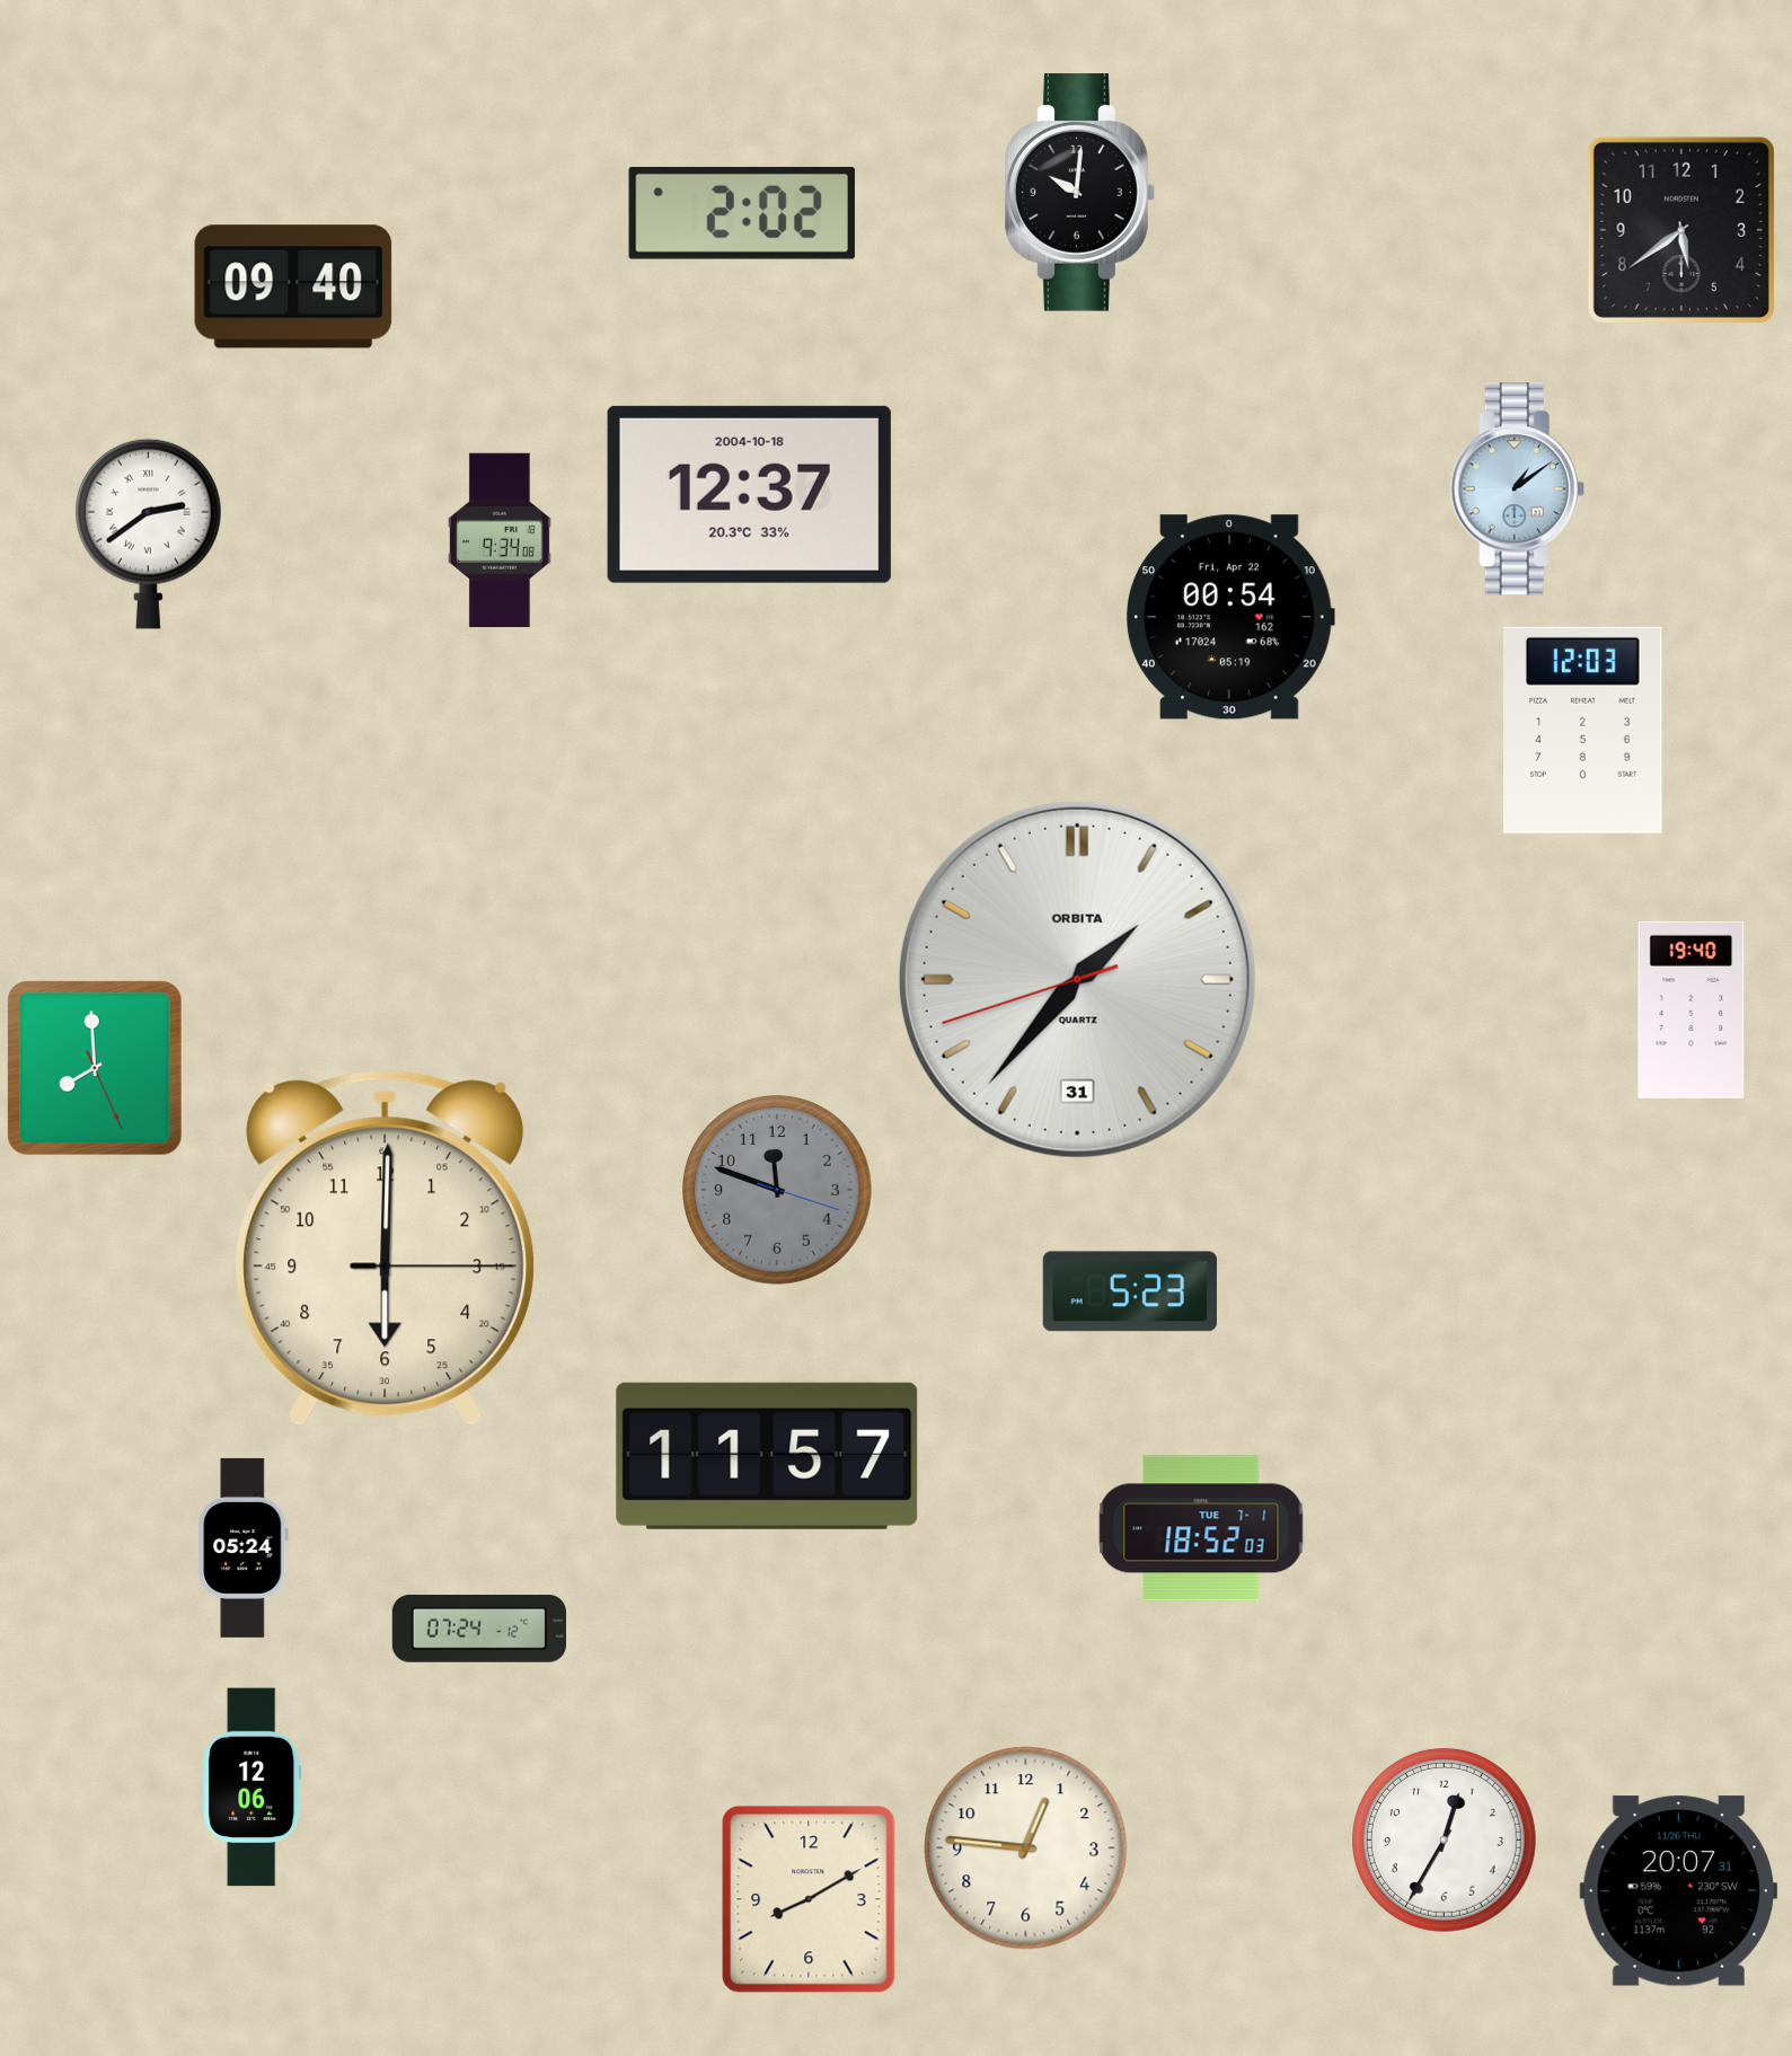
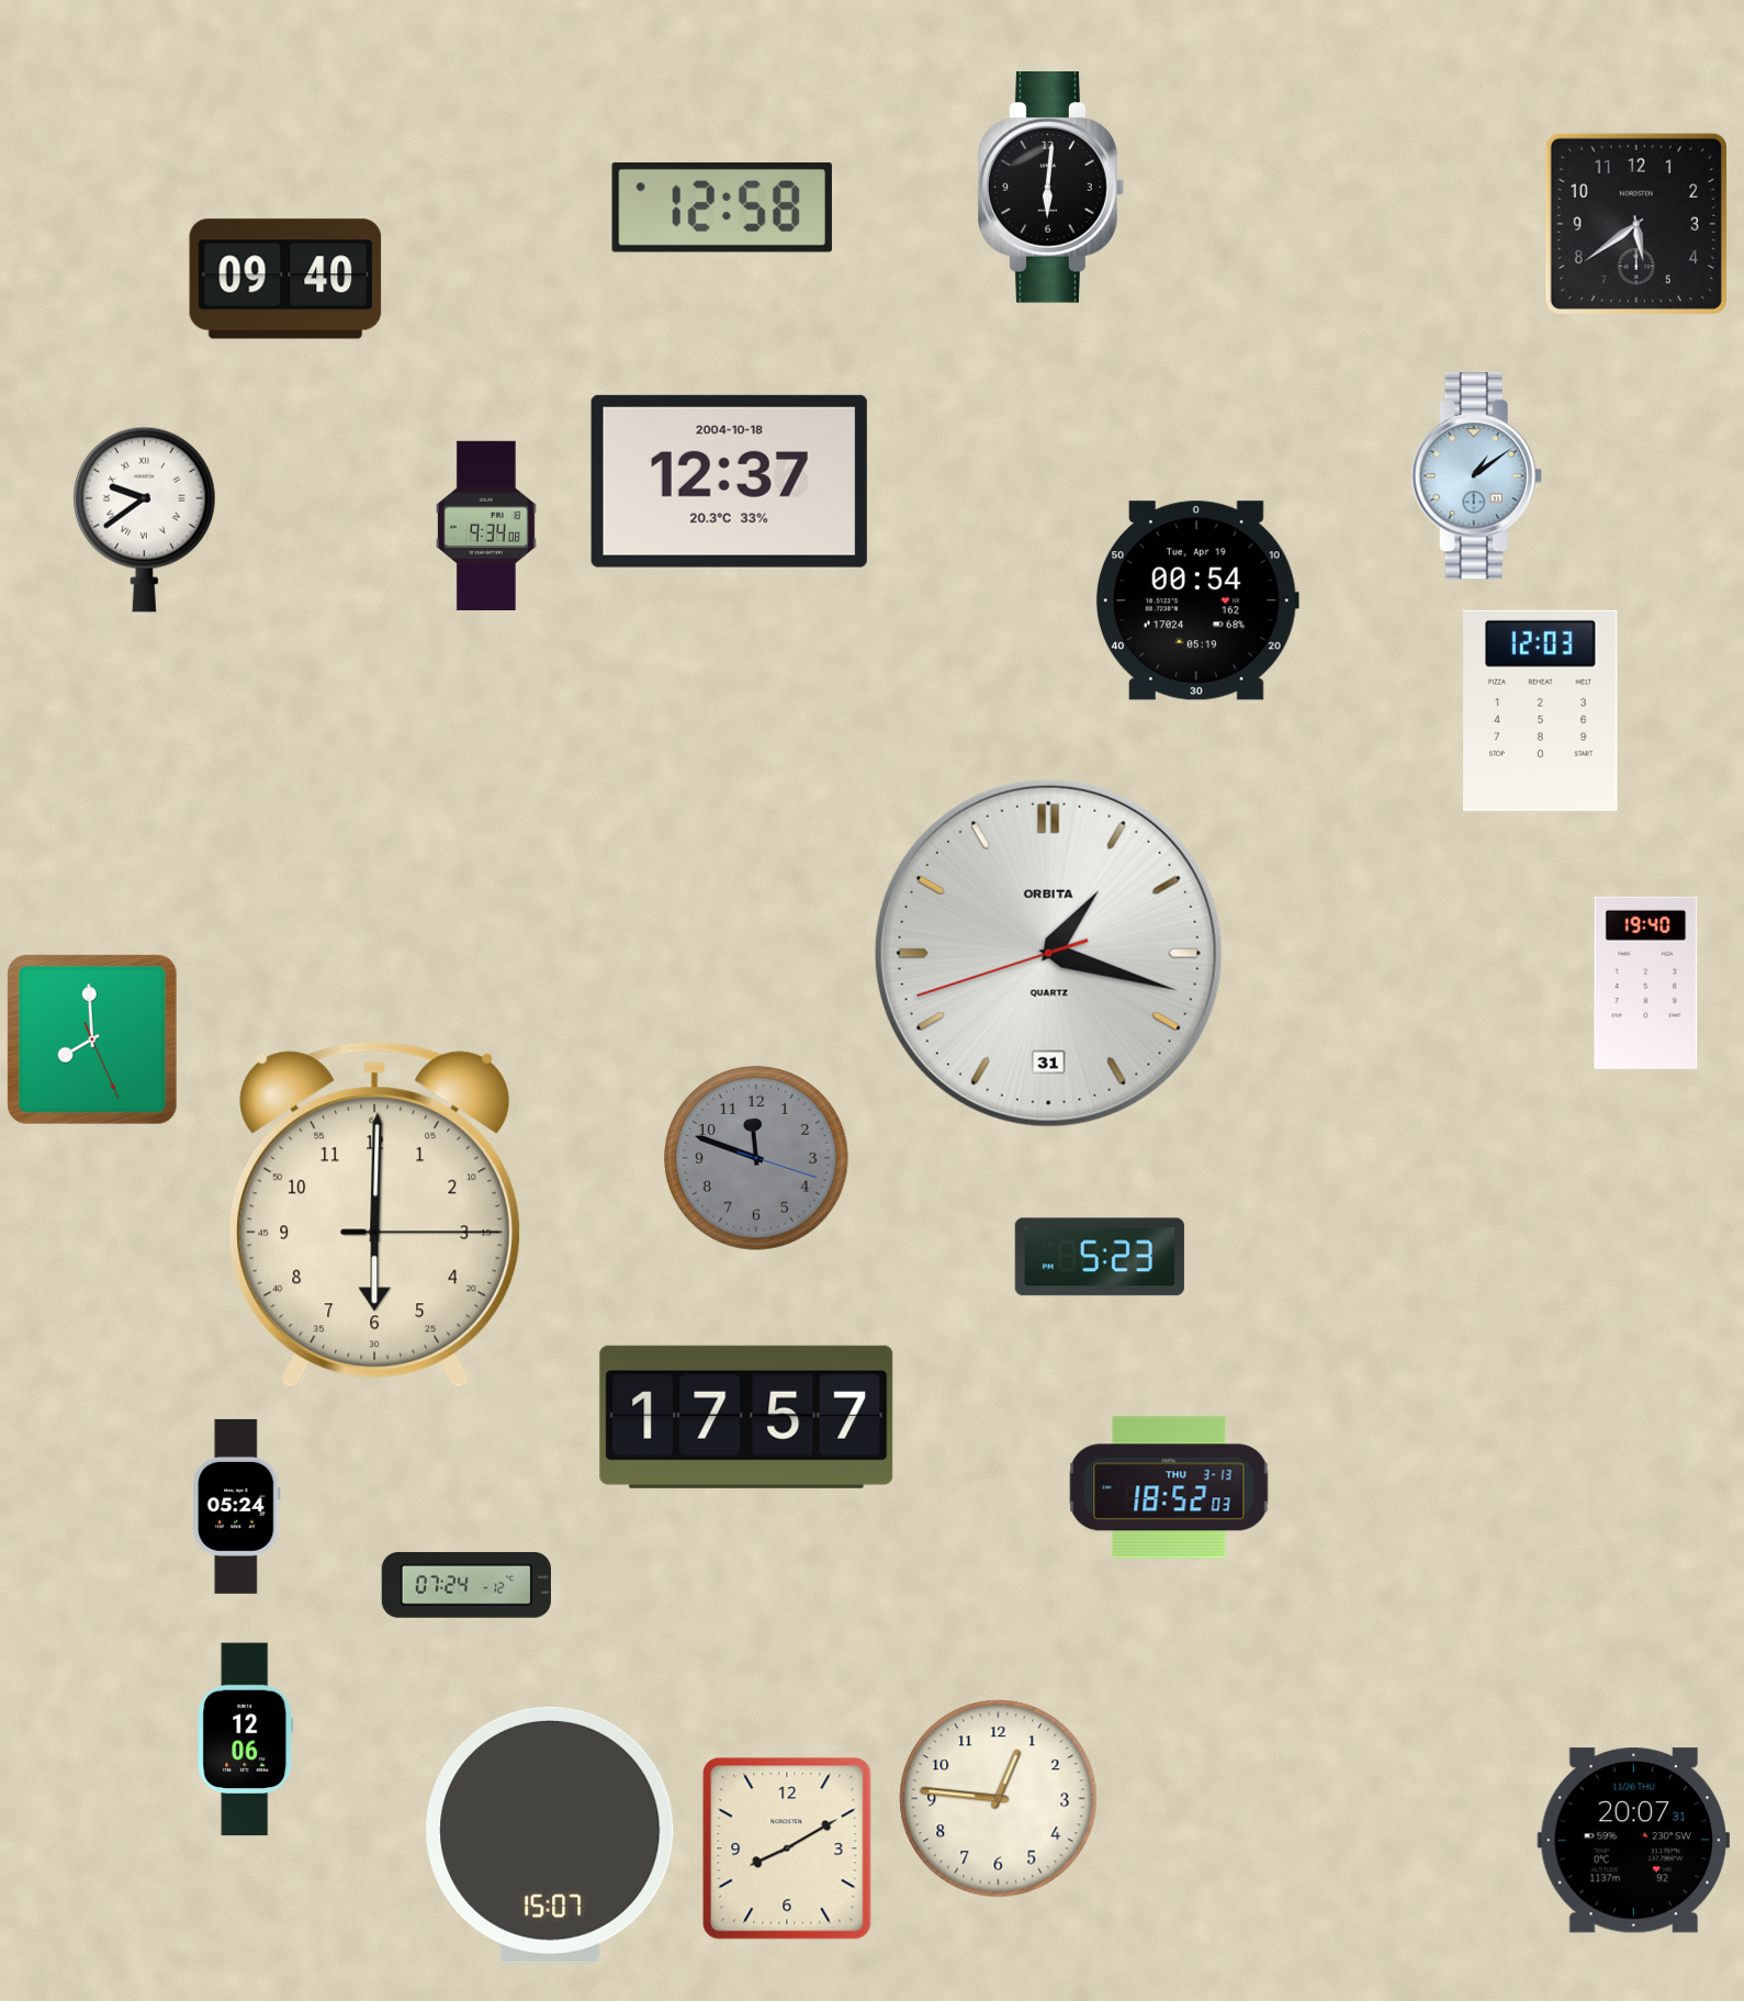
clock at (1080, 193): 10:01 -> 6:01
clock at (742, 213): 2:02 -> 12:58
clock at (149, 533): 2:39 -> 9:39
clock at (1230, 617) date: Fri, Apr 22 -> Tue, Apr 19
clock at (1077, 979): 1:36 -> 1:17
clock at (767, 1456): 11:57 -> 17:57
clock at (1201, 1528) date: TUE 7-1 -> THU 3-13
clock at (1445, 1841): 12:35 -> none
clock at (550, 1835): none -> 15:07
